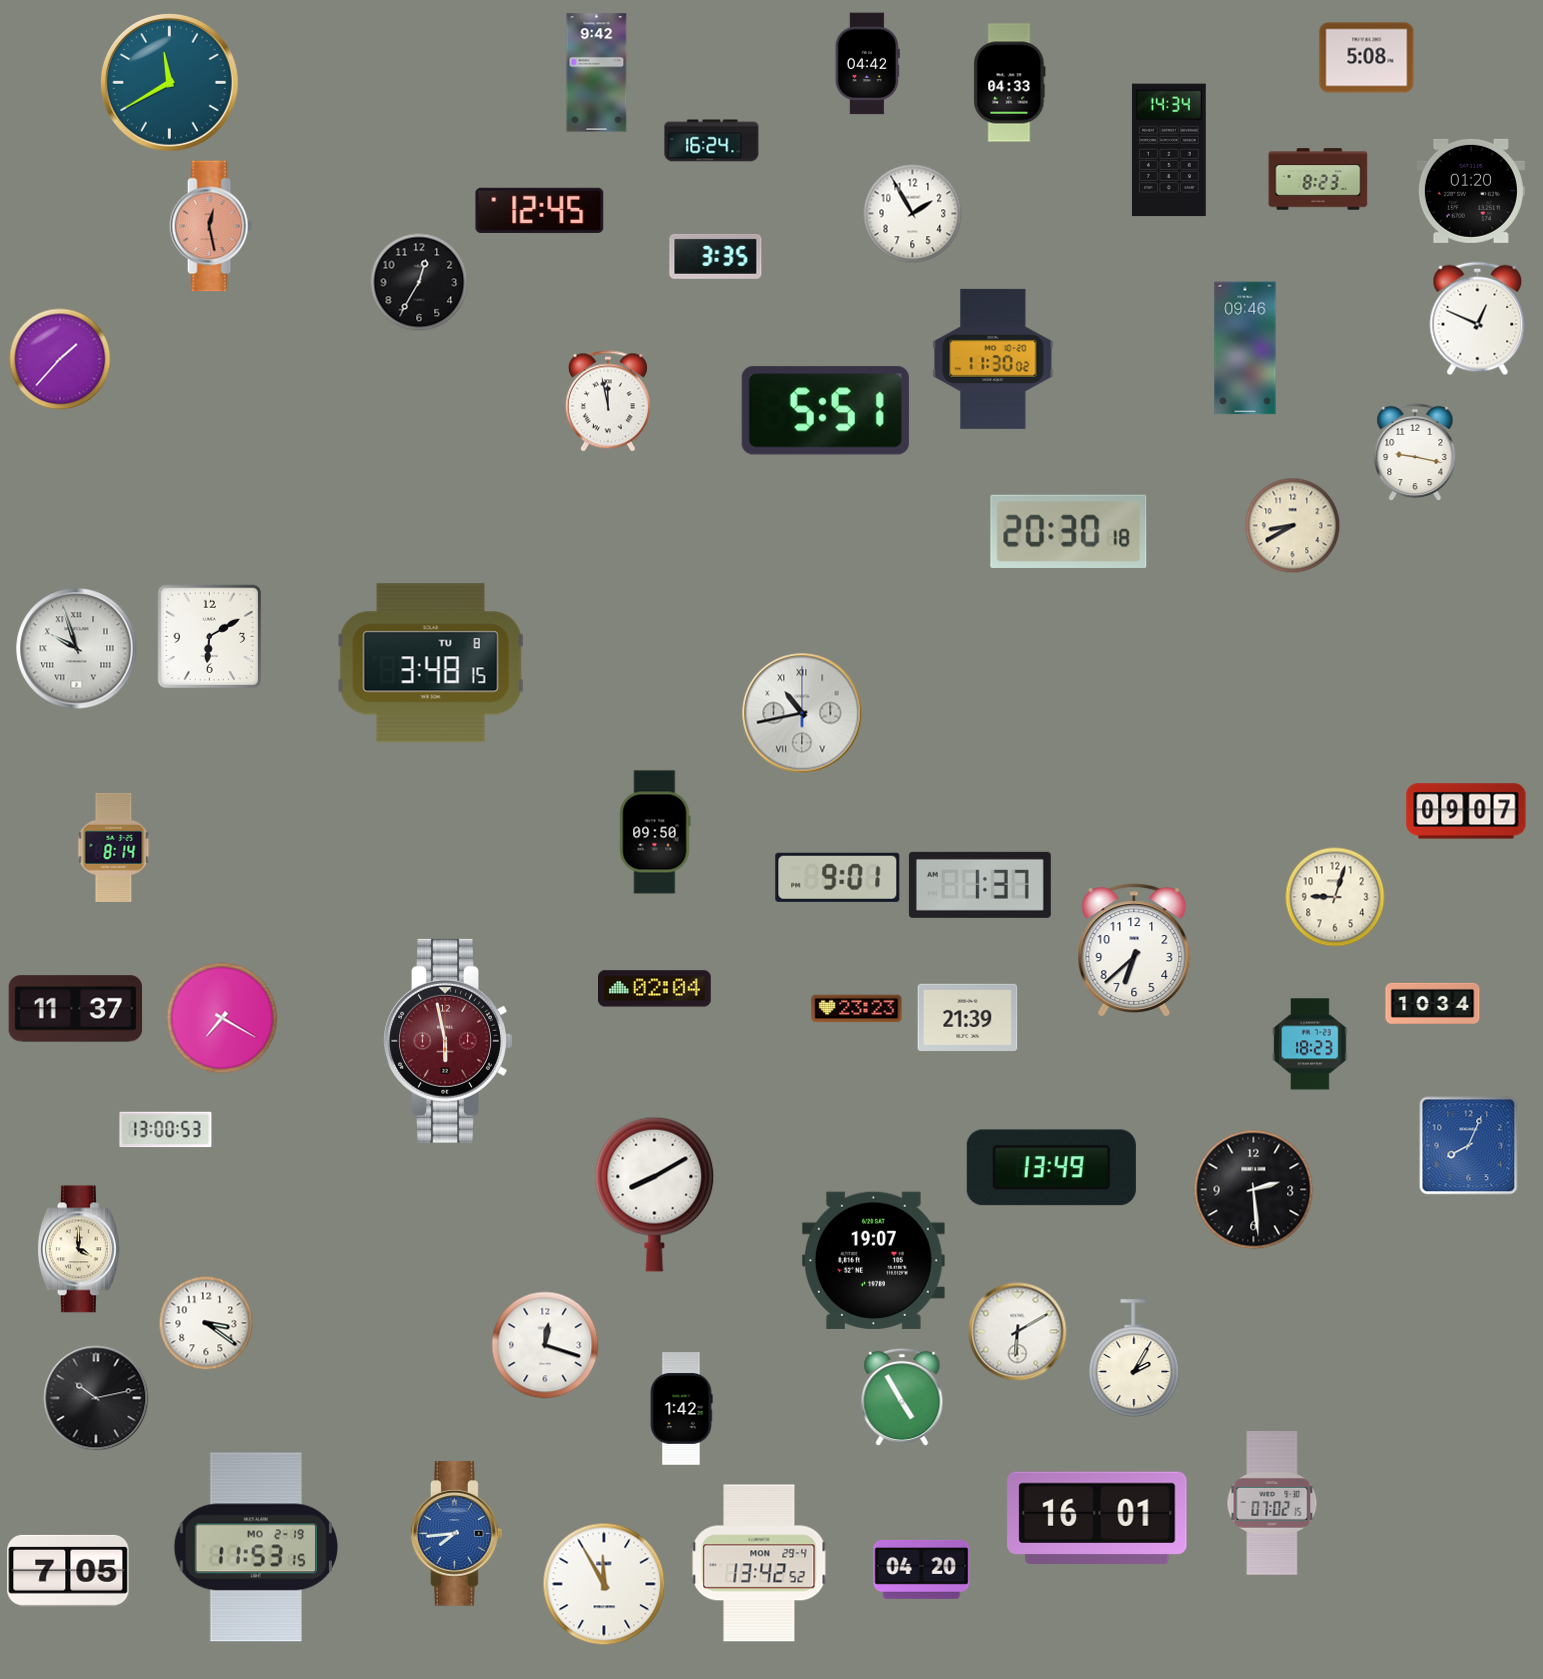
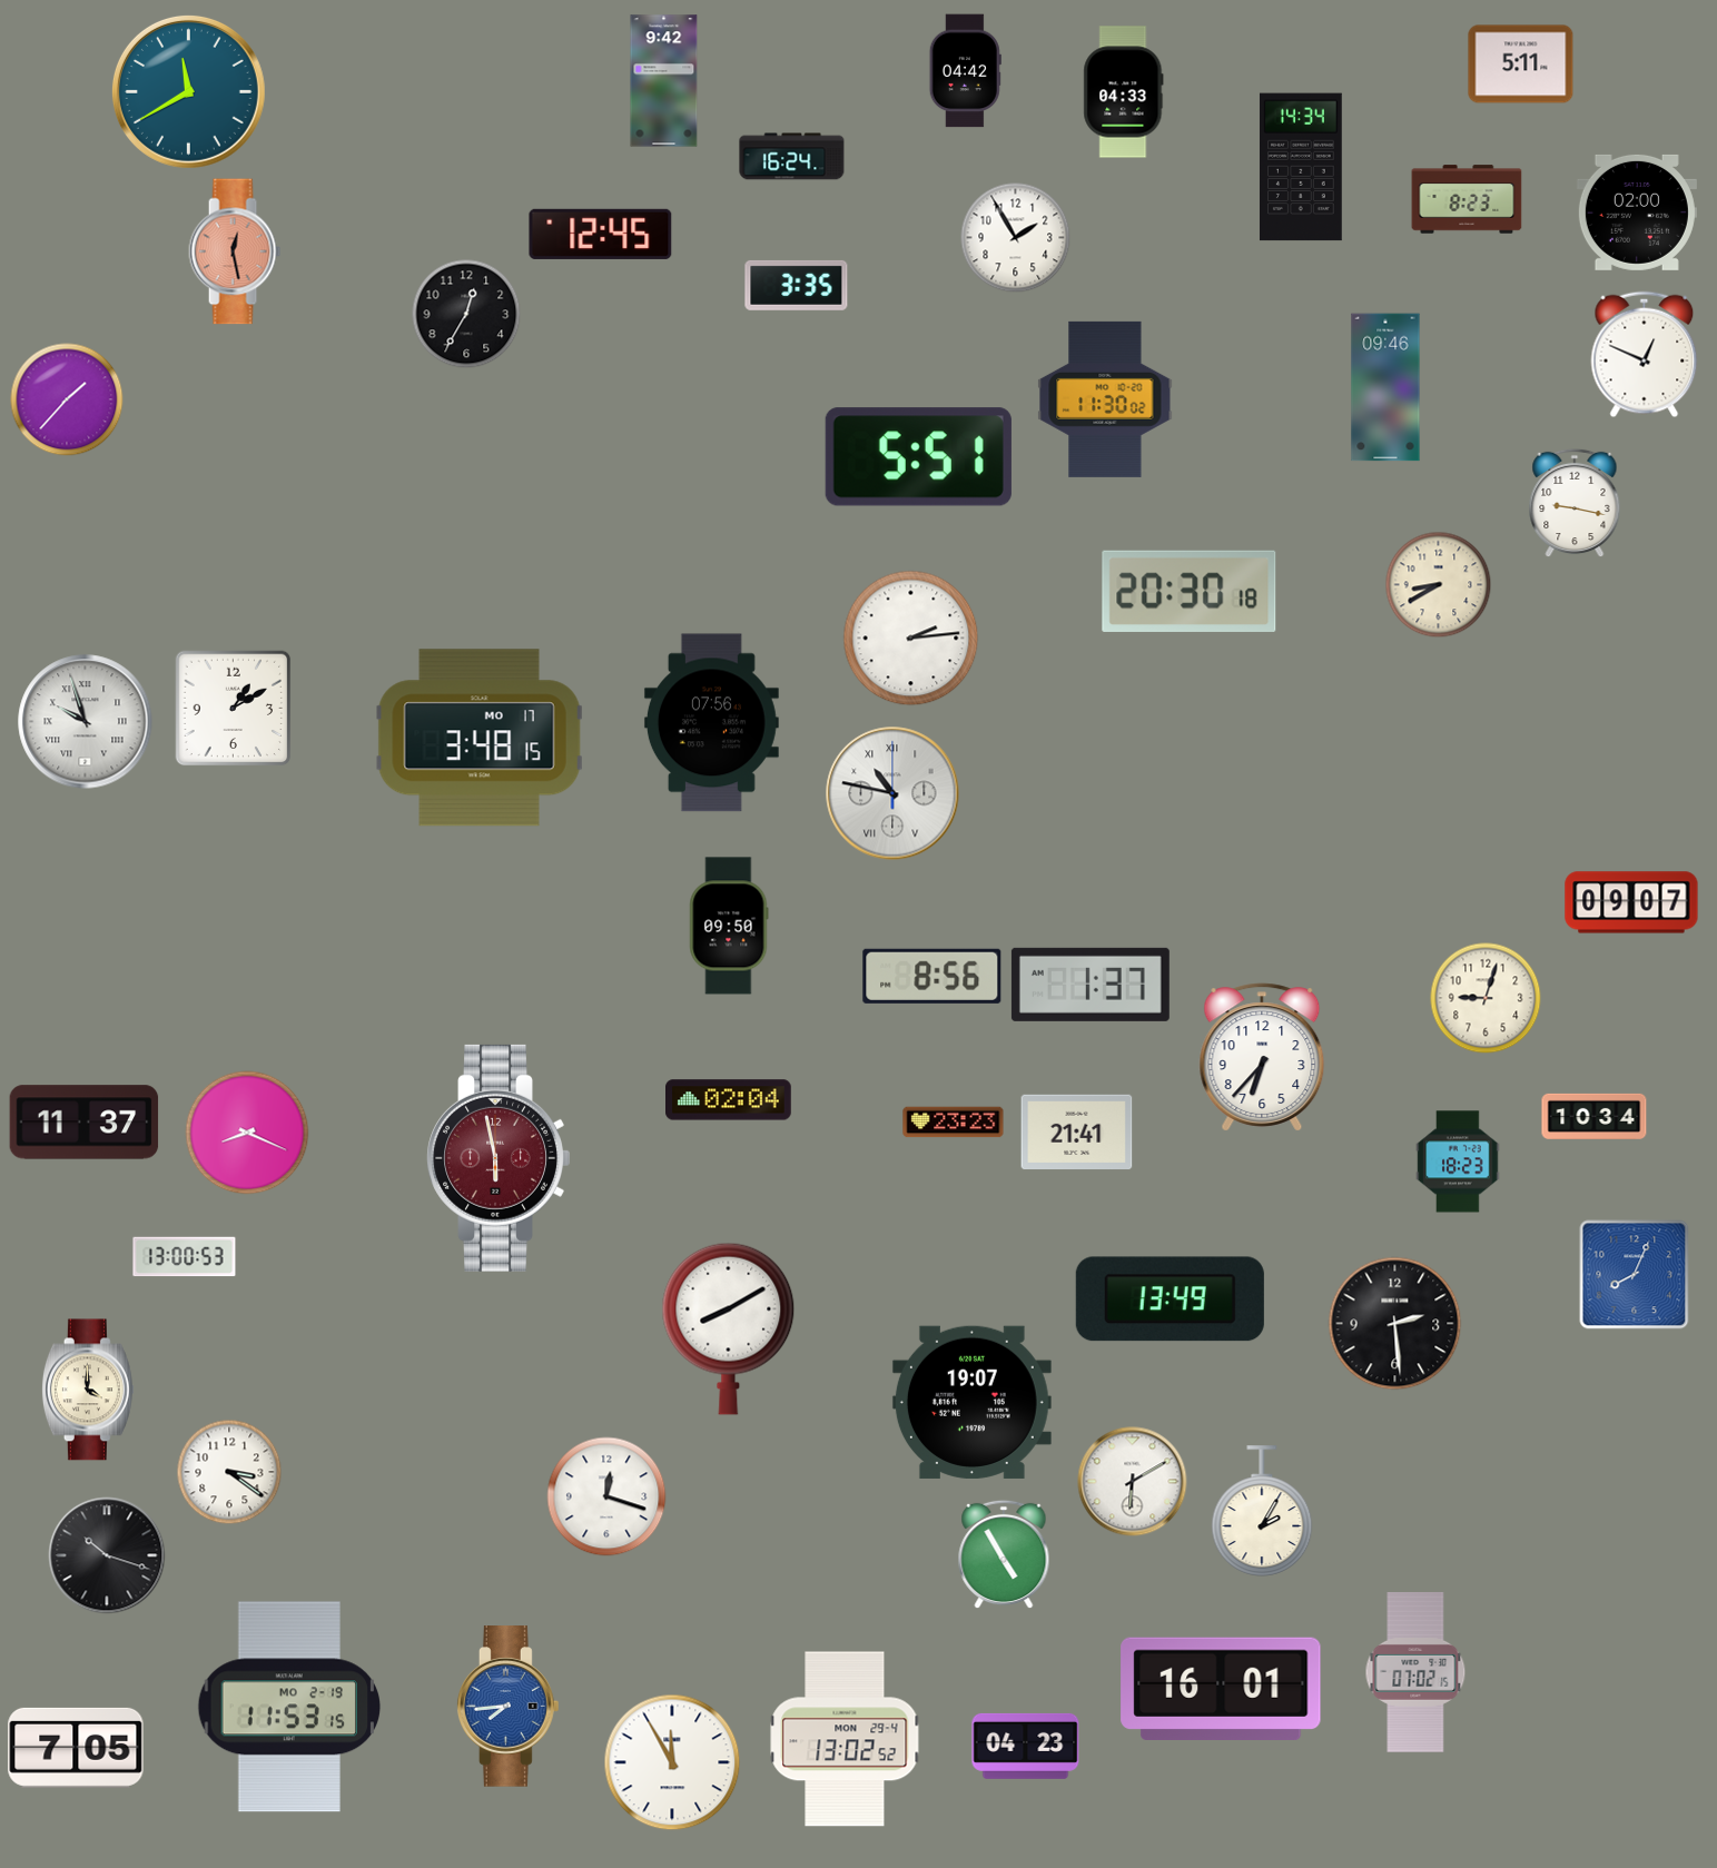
clock at (1367, 58): 5:08 -> 5:11
clock at (1471, 191): 01:20 -> 02:00
clock at (608, 401): 11:58 -> none
clock at (911, 639): none -> 2:14
clock at (210, 637): 6:10 -> 1:10
clock at (711, 723): none -> 07:56
clock at (431, 663) date: TU 8 -> MO 17
clock at (802, 713): 10:43 -> 10:47
clock at (114, 847): 8:14 -> none
clock at (838, 877): 9:01 -> 8:56
clock at (1134, 950): 6:38 -> 6:37
clock at (222, 1018): 7:20 -> 8:19
clock at (968, 1018): 21:39 -> 21:41
clock at (96, 1398): 10:13 -> 10:18
clock at (681, 1409): 1:42 -> none
clock at (256, 1547) position: (256, 1547) -> (289, 1707)
clock at (759, 1563): 13:42 -> 13:02
clock at (922, 1569): 04:20 -> 04:23
